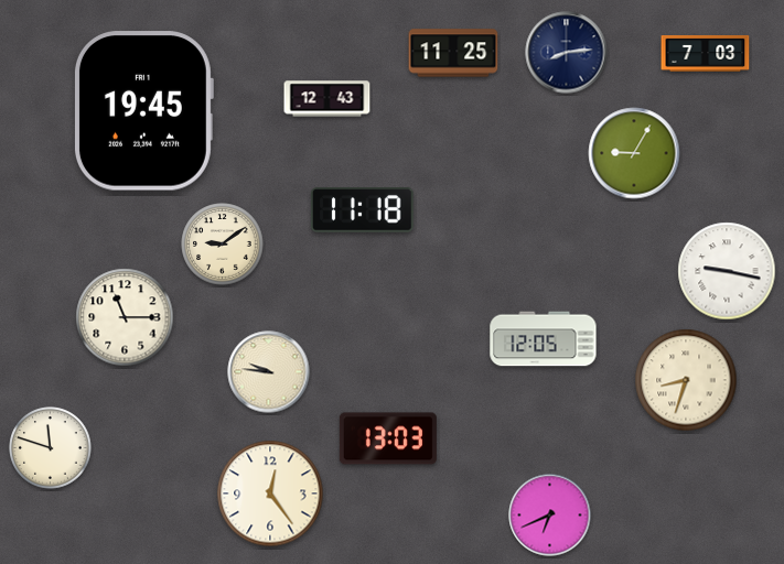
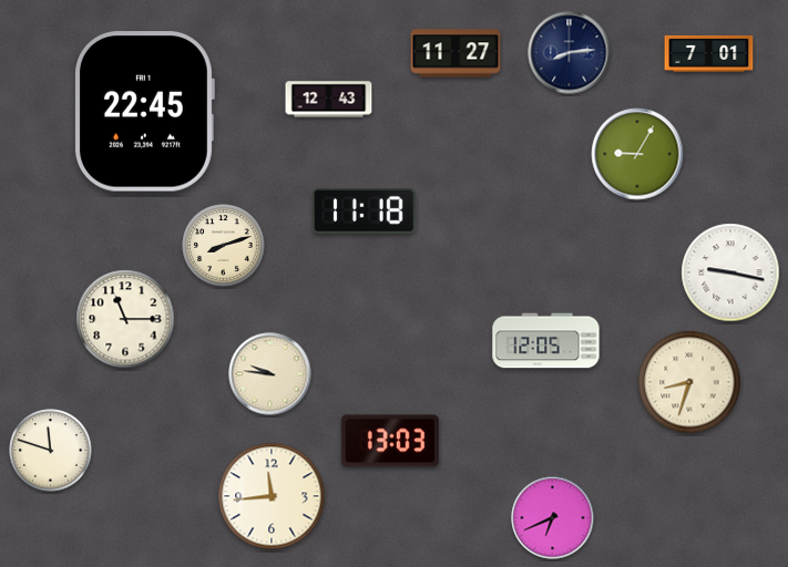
clock at (453, 53): 11:25 -> 11:27
clock at (706, 53): 7:03 -> 7:01
clock at (143, 111): 19:45 -> 22:45
clock at (223, 245): 9:09 -> 8:12
clock at (270, 493): 12:24 -> 11:44
